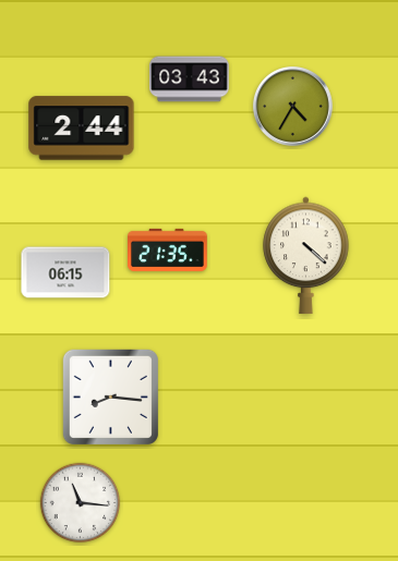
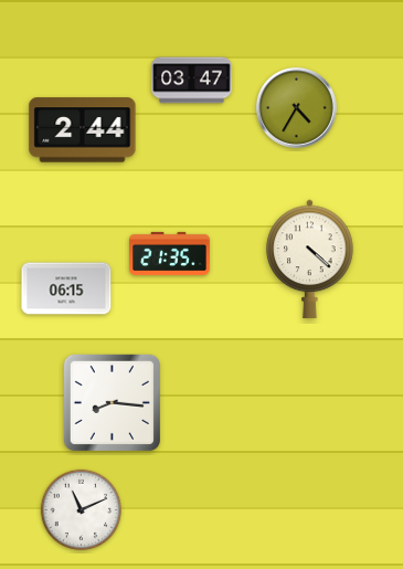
clock at (190, 80): 03:43 -> 03:47
clock at (65, 272) position: (65, 272) -> (66, 288)
clock at (81, 503): 11:16 -> 11:11
